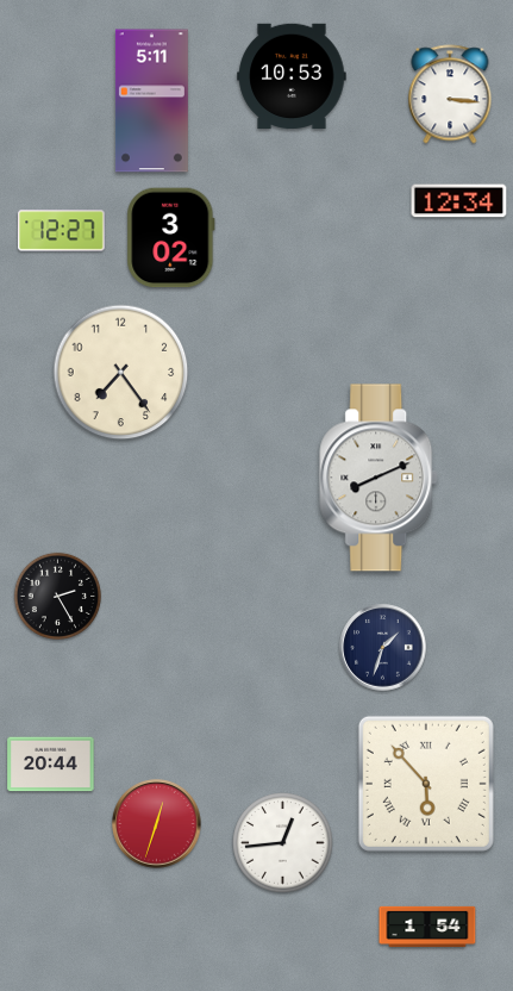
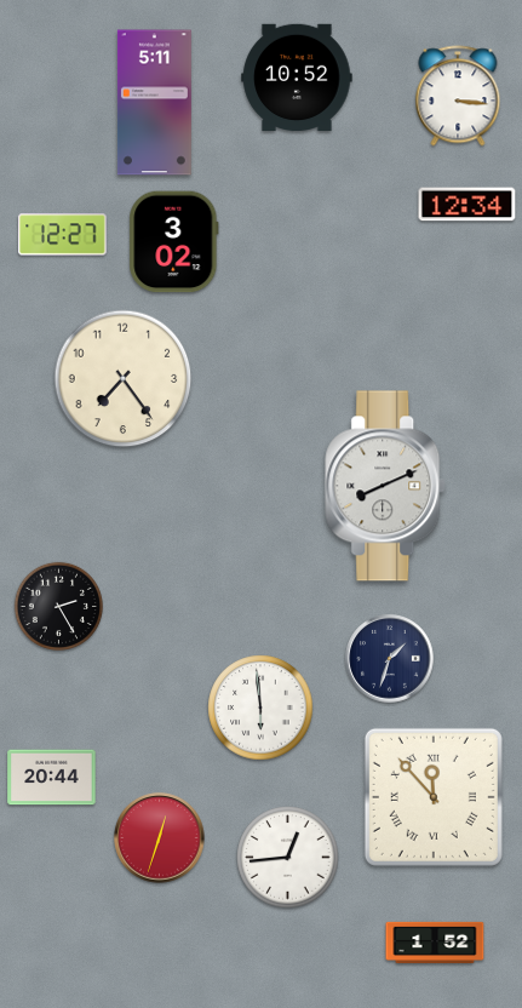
clock at (292, 75): 10:53 -> 10:52
clock at (260, 708): none -> 5:59
clock at (426, 784): 5:53 -> 11:53
clock at (427, 925): 1:54 -> 1:52
